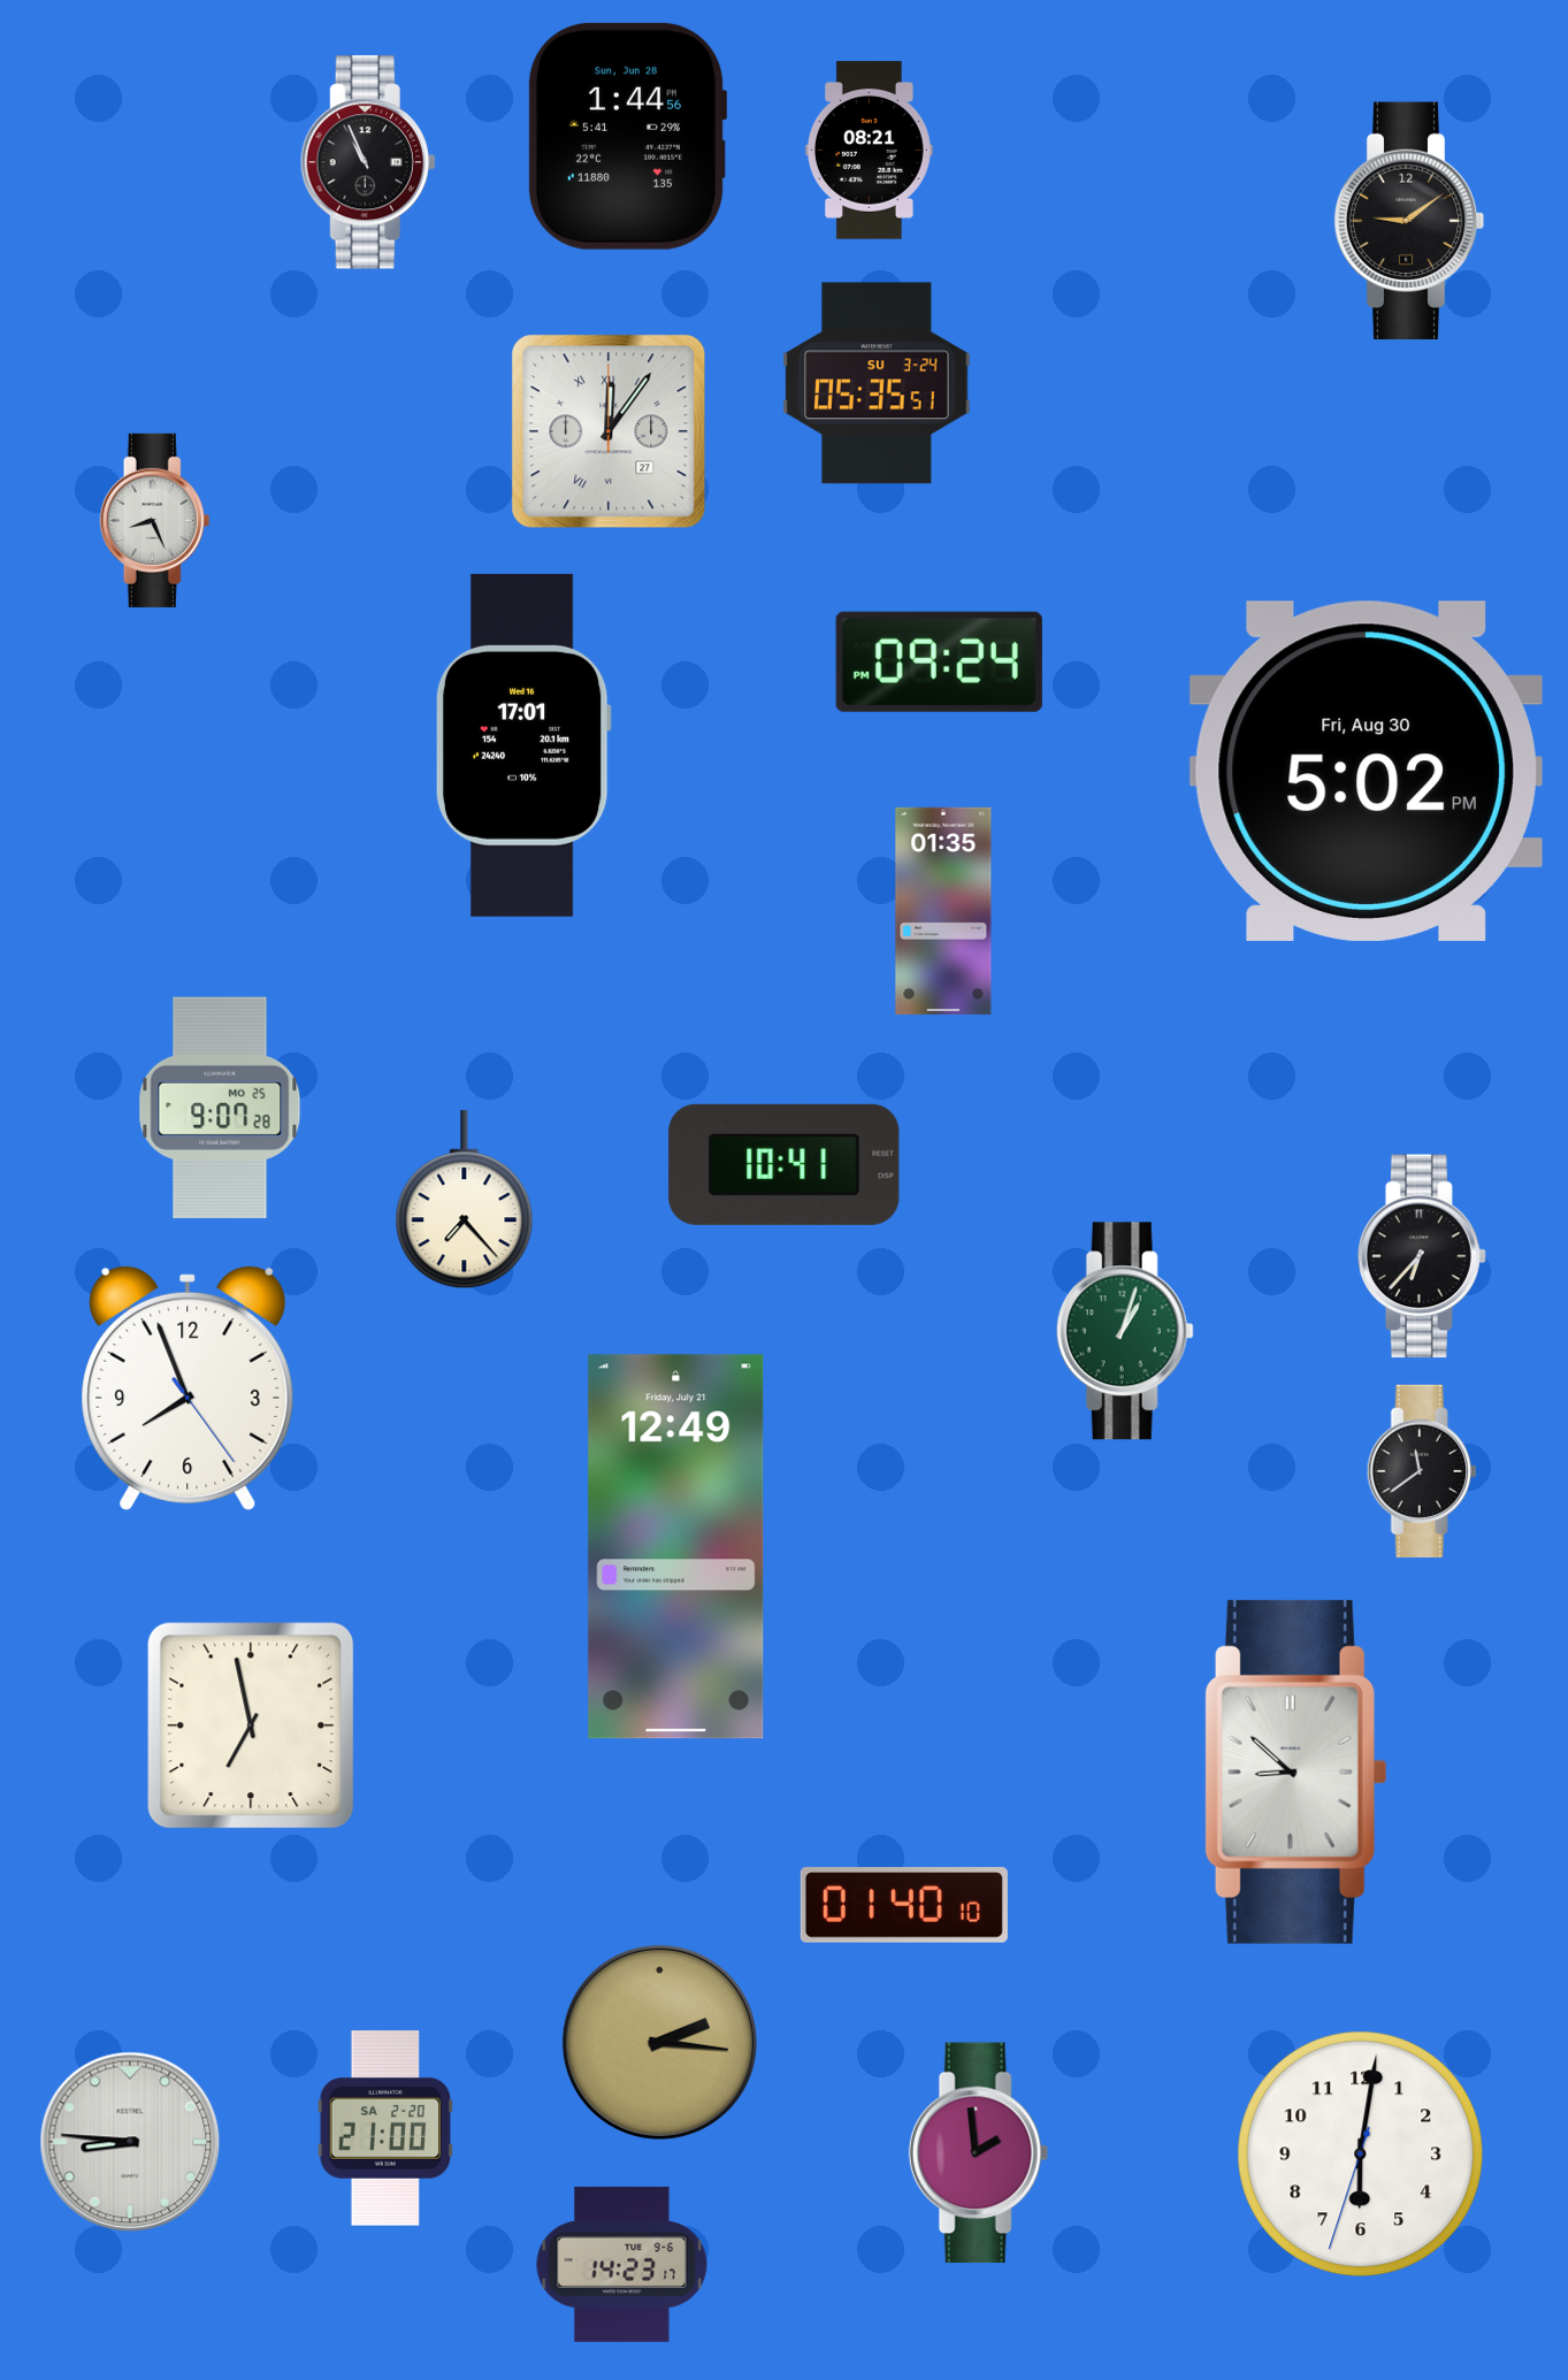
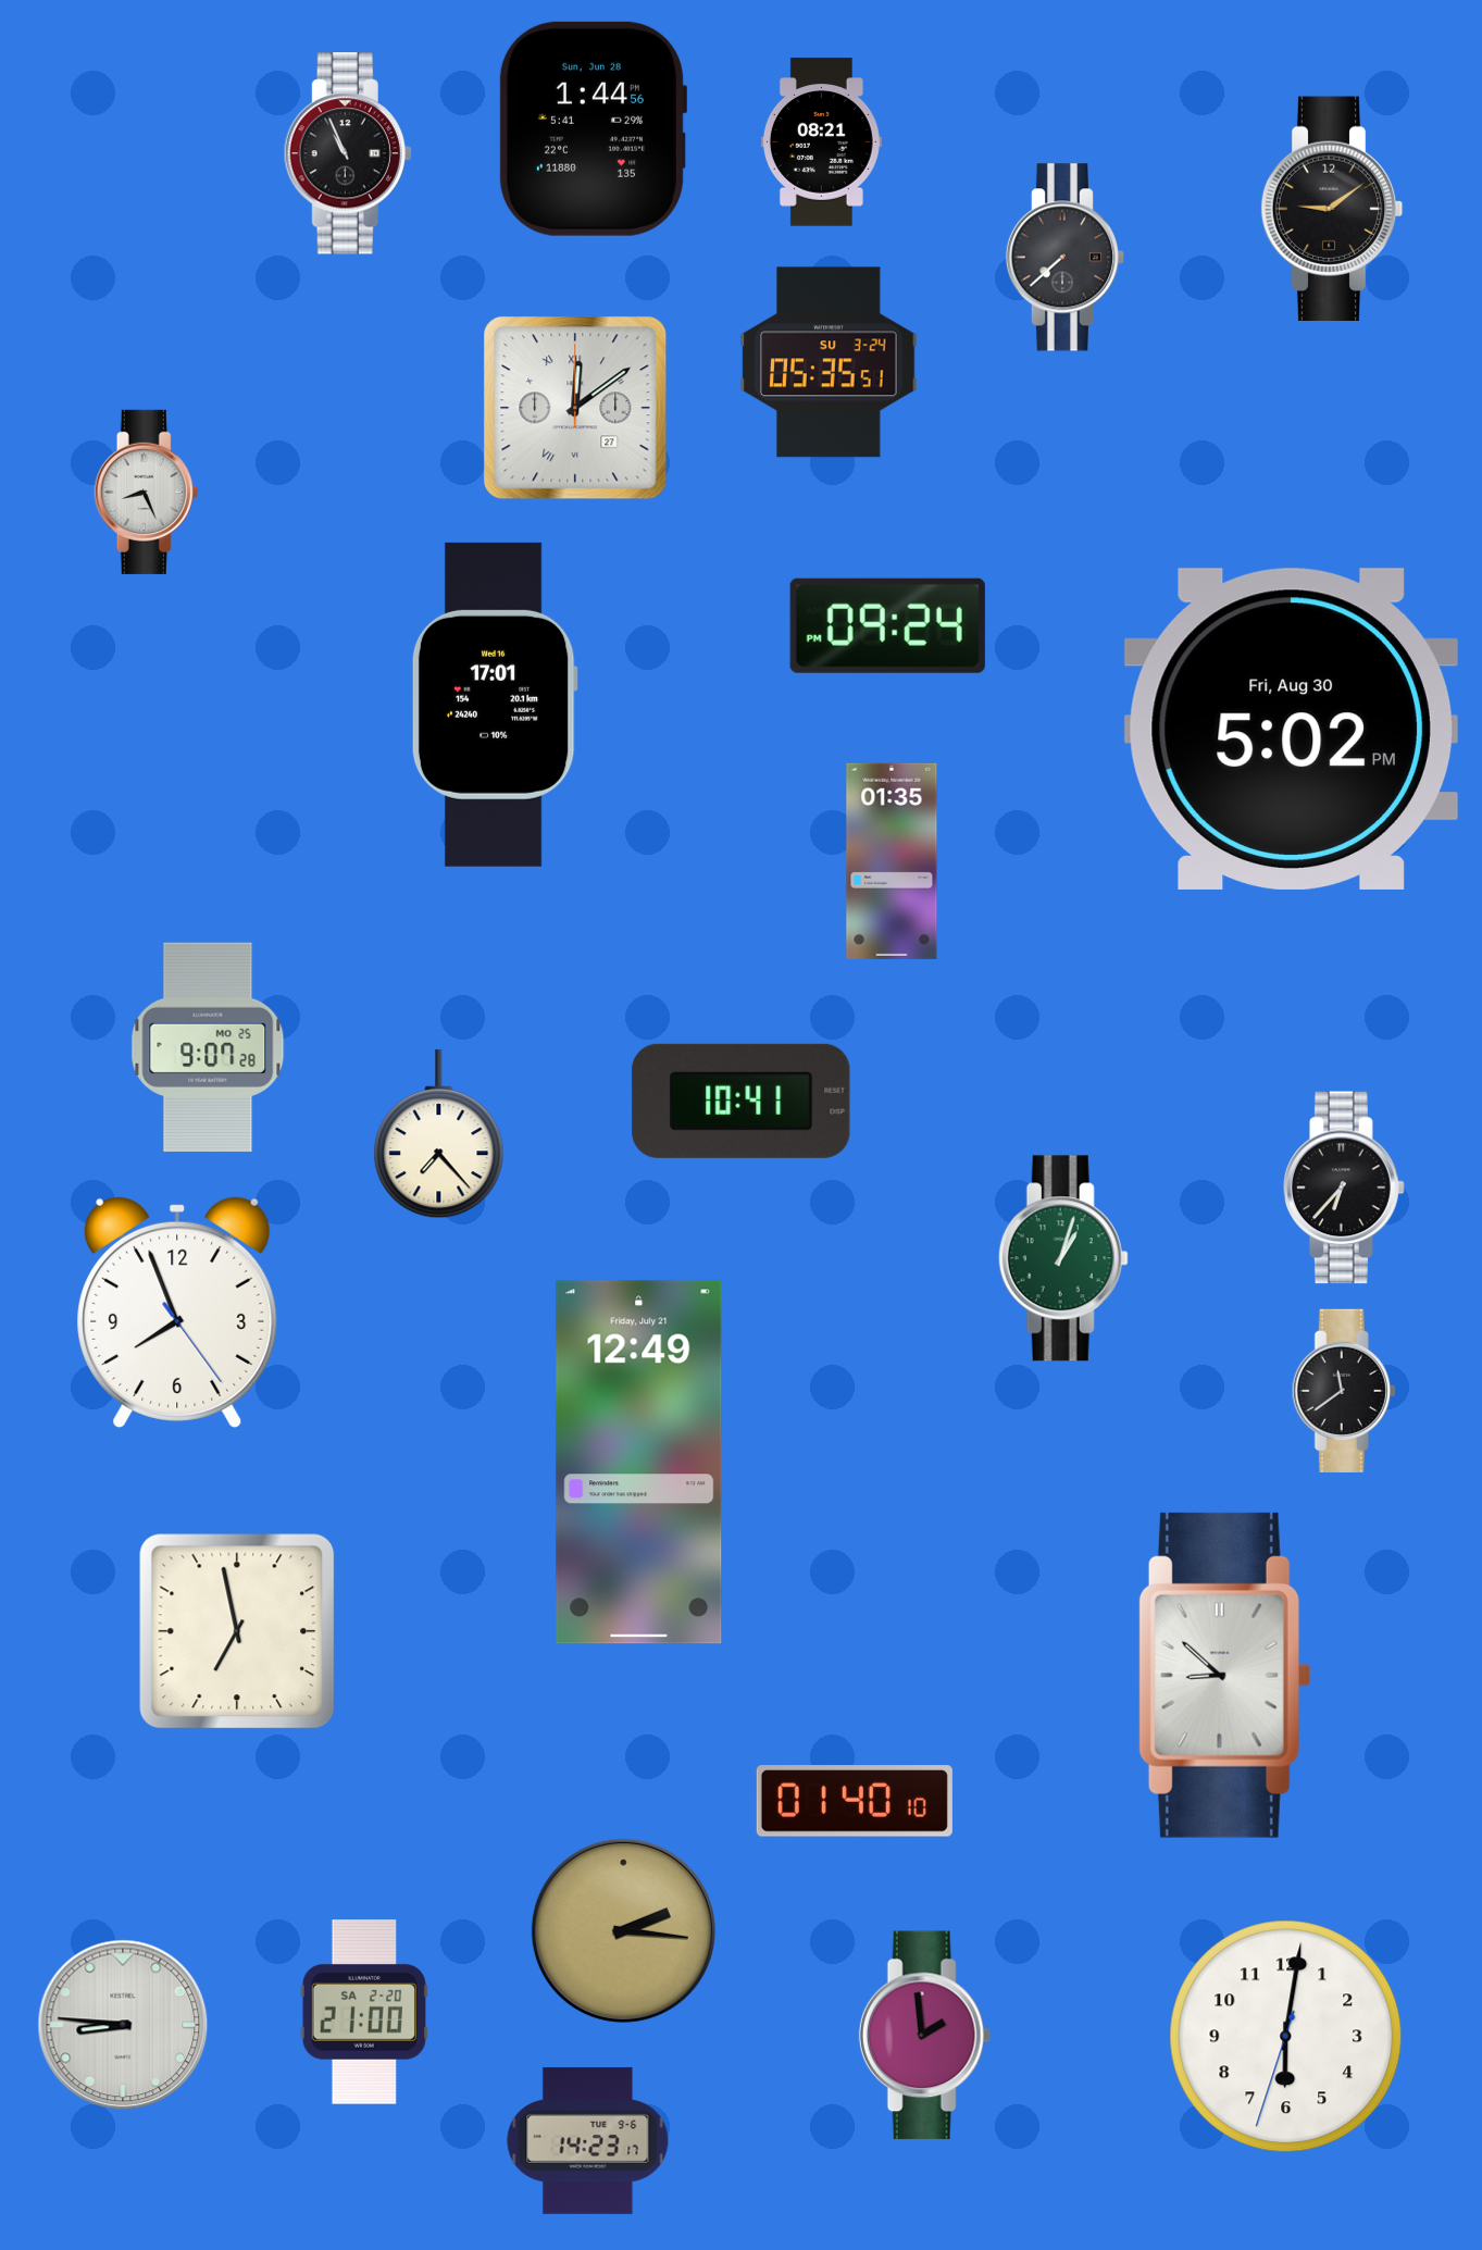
clock at (1066, 258): none -> 7:38
clock at (609, 431): 12:06 -> 12:09
